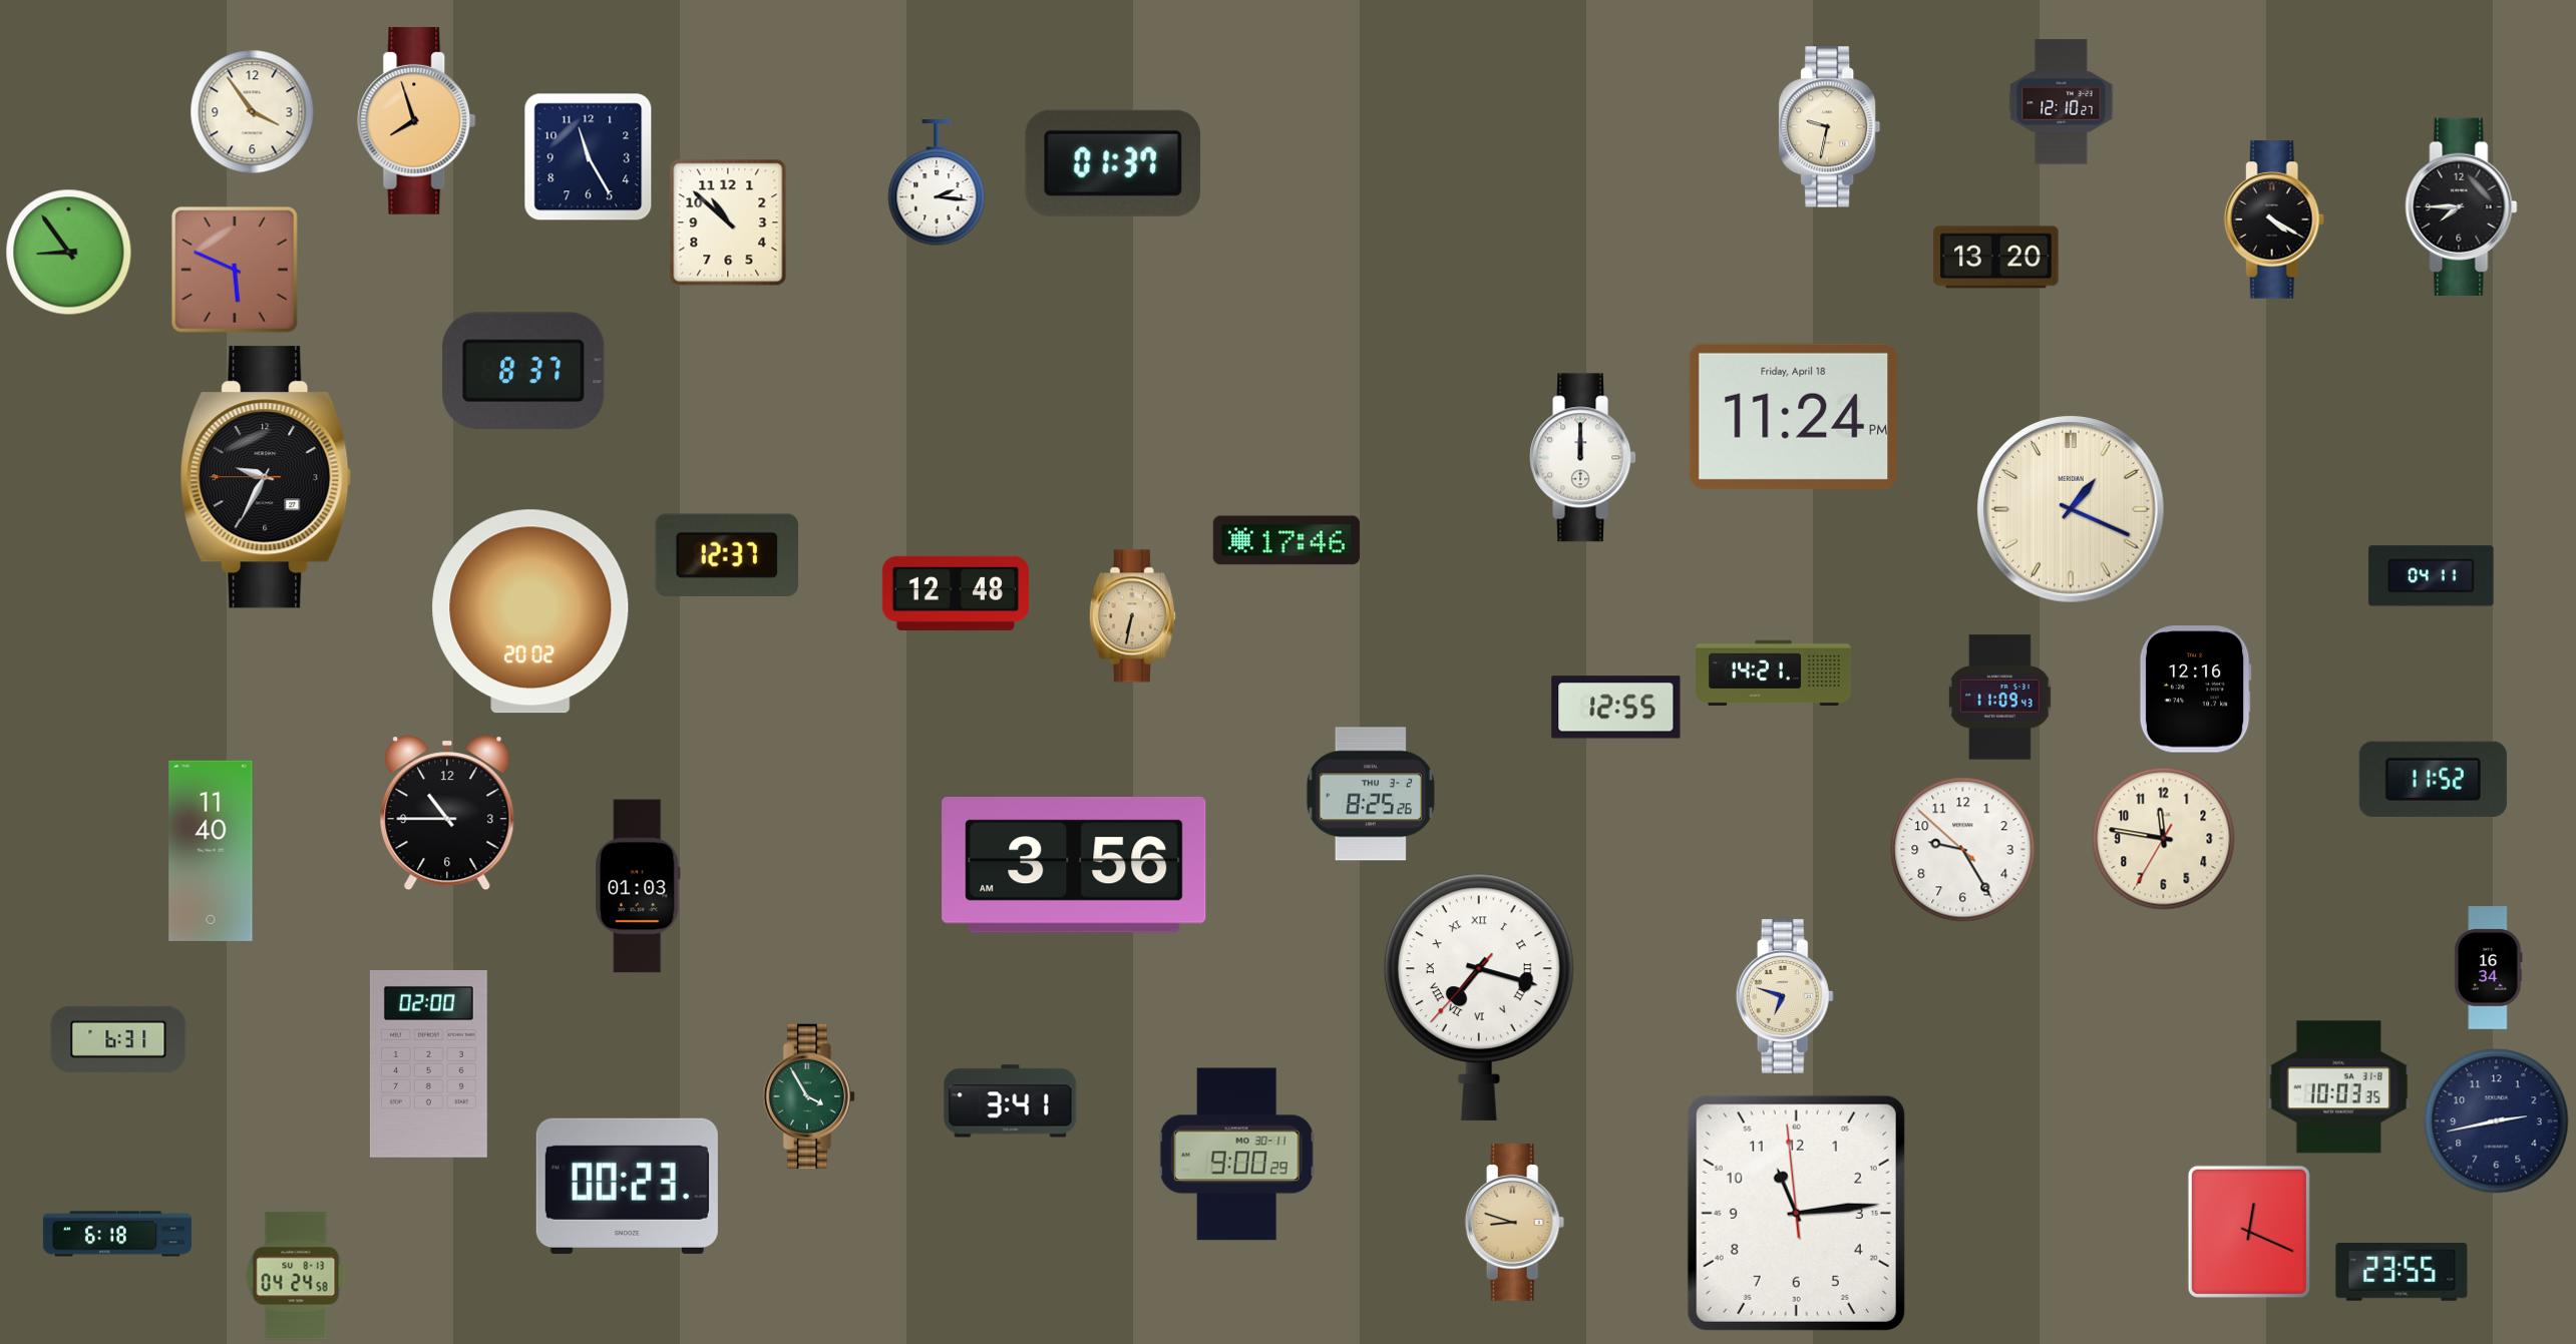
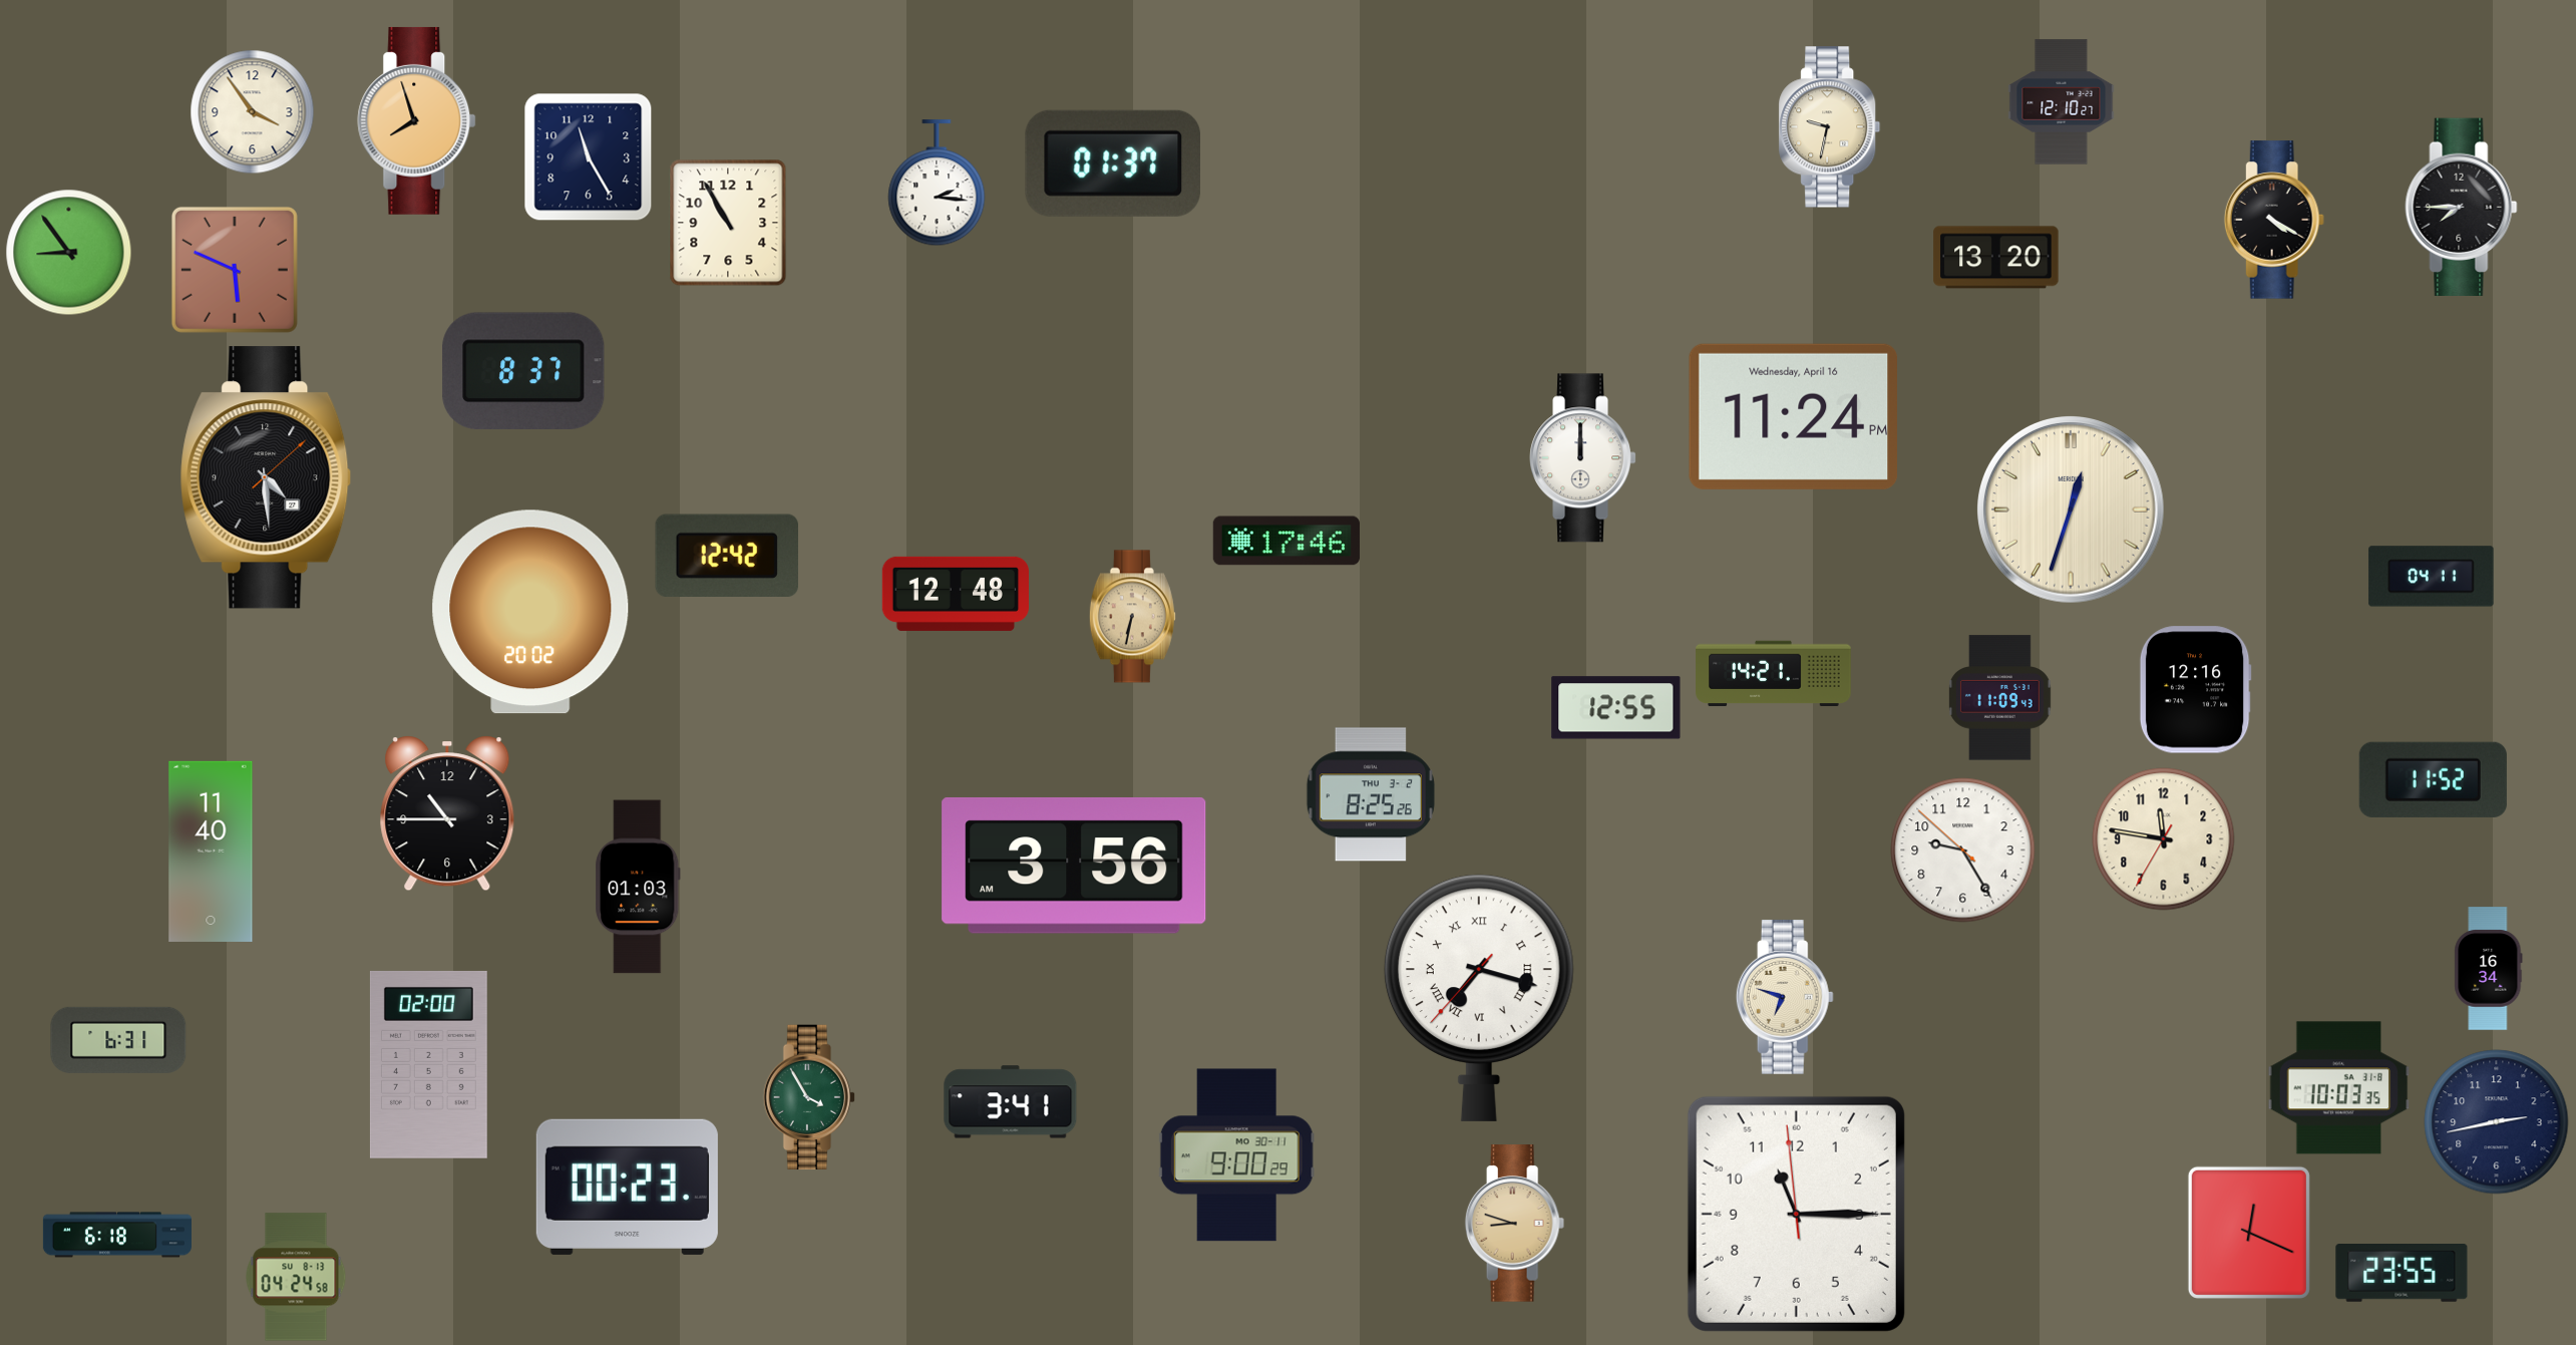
clock at (728, 222): 10:52 -> 10:55
clock at (1793, 416) date: Friday, April 18 -> Wednesday, April 16
clock at (266, 477): 9:34 -> 4:29
clock at (2072, 510): 1:19 -> 12:33
clock at (726, 554): 12:37 -> 12:42
clock at (1796, 1213): 11:13 -> 11:14
